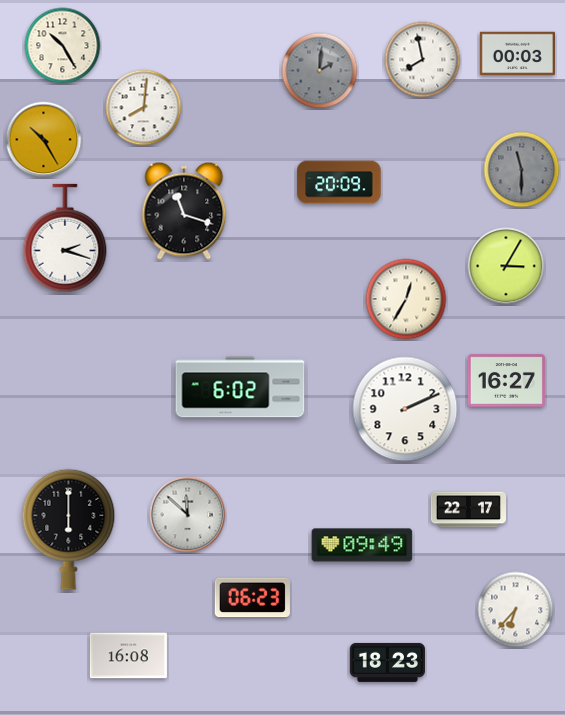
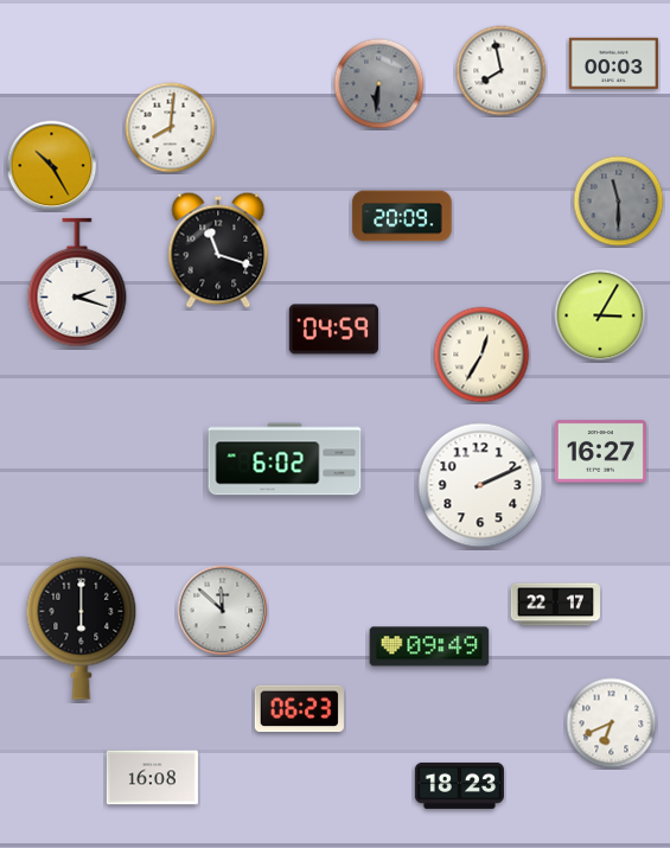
clock at (63, 46): 10:25 -> none
clock at (320, 71): 2:01 -> 6:31
clock at (333, 330): none -> 04:59
clock at (516, 610): 6:37 -> 6:41
